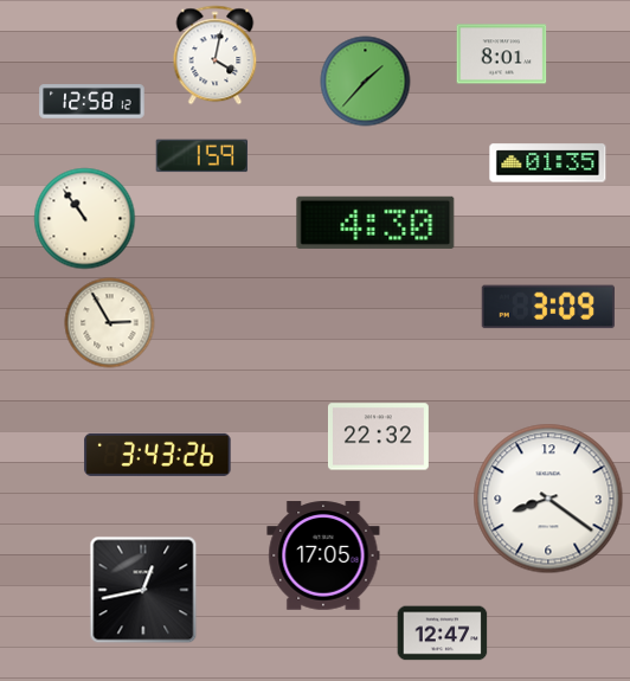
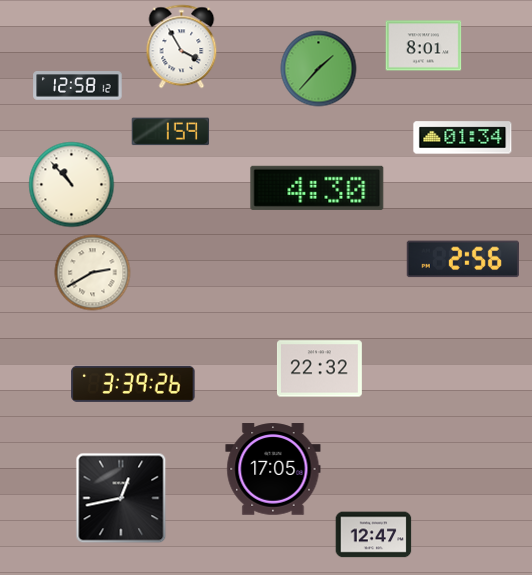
clock at (216, 56): 4:02 -> 3:55
clock at (366, 82) position: (366, 82) -> (319, 69)
clock at (548, 163): 01:35 -> 01:34
clock at (85, 219): 10:54 -> 10:53
clock at (548, 307): 3:09 -> 2:56
clock at (110, 323): 2:55 -> 2:40
clock at (157, 455): 3:43 -> 3:39
clock at (548, 499): 8:21 -> none
